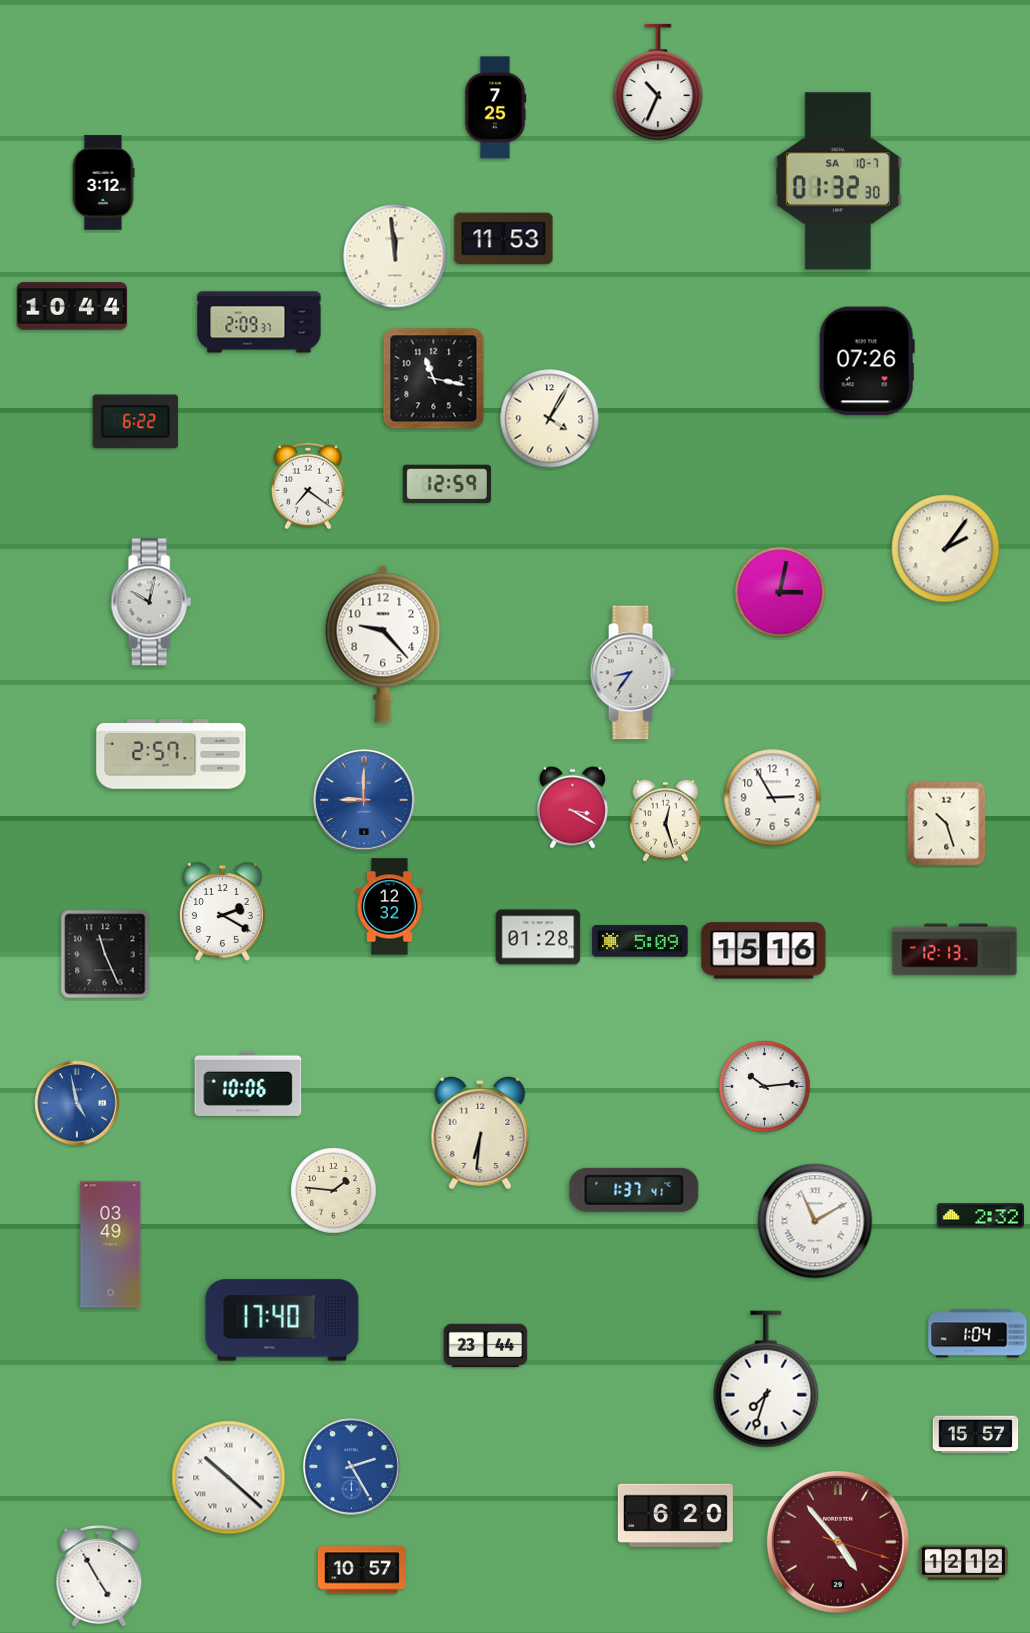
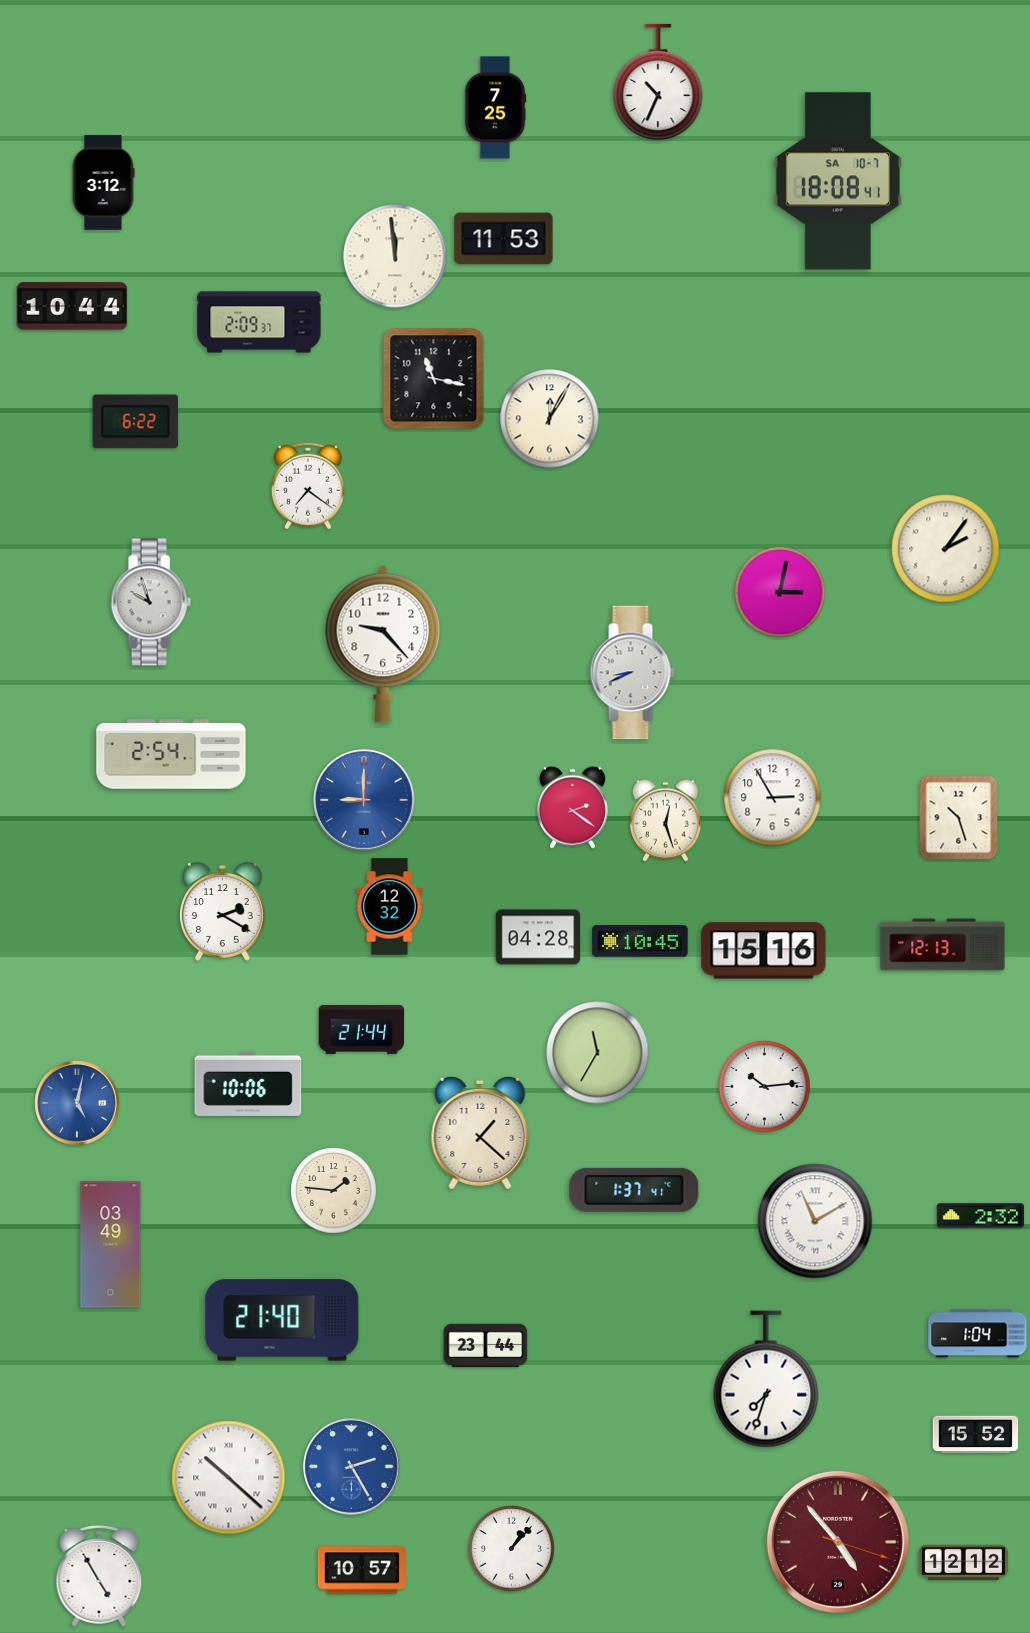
clock at (838, 181): 01:32 -> 18:08
clock at (867, 361): 07:26 -> none
clock at (550, 419): 4:05 -> 12:05
clock at (447, 484): 12:59 -> none
clock at (151, 602): 10:02 -> 9:57
clock at (632, 673): 8:36 -> 8:41
clock at (171, 754): 2:57 -> 2:54
clock at (572, 807): 3:20 -> 2:21
clock at (947, 824) position: (947, 824) -> (959, 818)
clock at (538, 937): 01:28 -> 04:28
clock at (640, 941): 5:09 -> 10:45
clock at (955, 950) position: (955, 950) -> (943, 945)
clock at (105, 954): 11:26 -> none
clock at (362, 1029): none -> 21:44
clock at (598, 1053): none -> 11:35
clock at (77, 1103): 4:58 -> 5:02
clock at (480, 1133): 6:31 -> 1:22
clock at (282, 1320): 17:40 -> 21:40
clock at (976, 1435): 15:57 -> 15:52
clock at (675, 1515): 6:20 -> none
clock at (512, 1549): none -> 1:07
